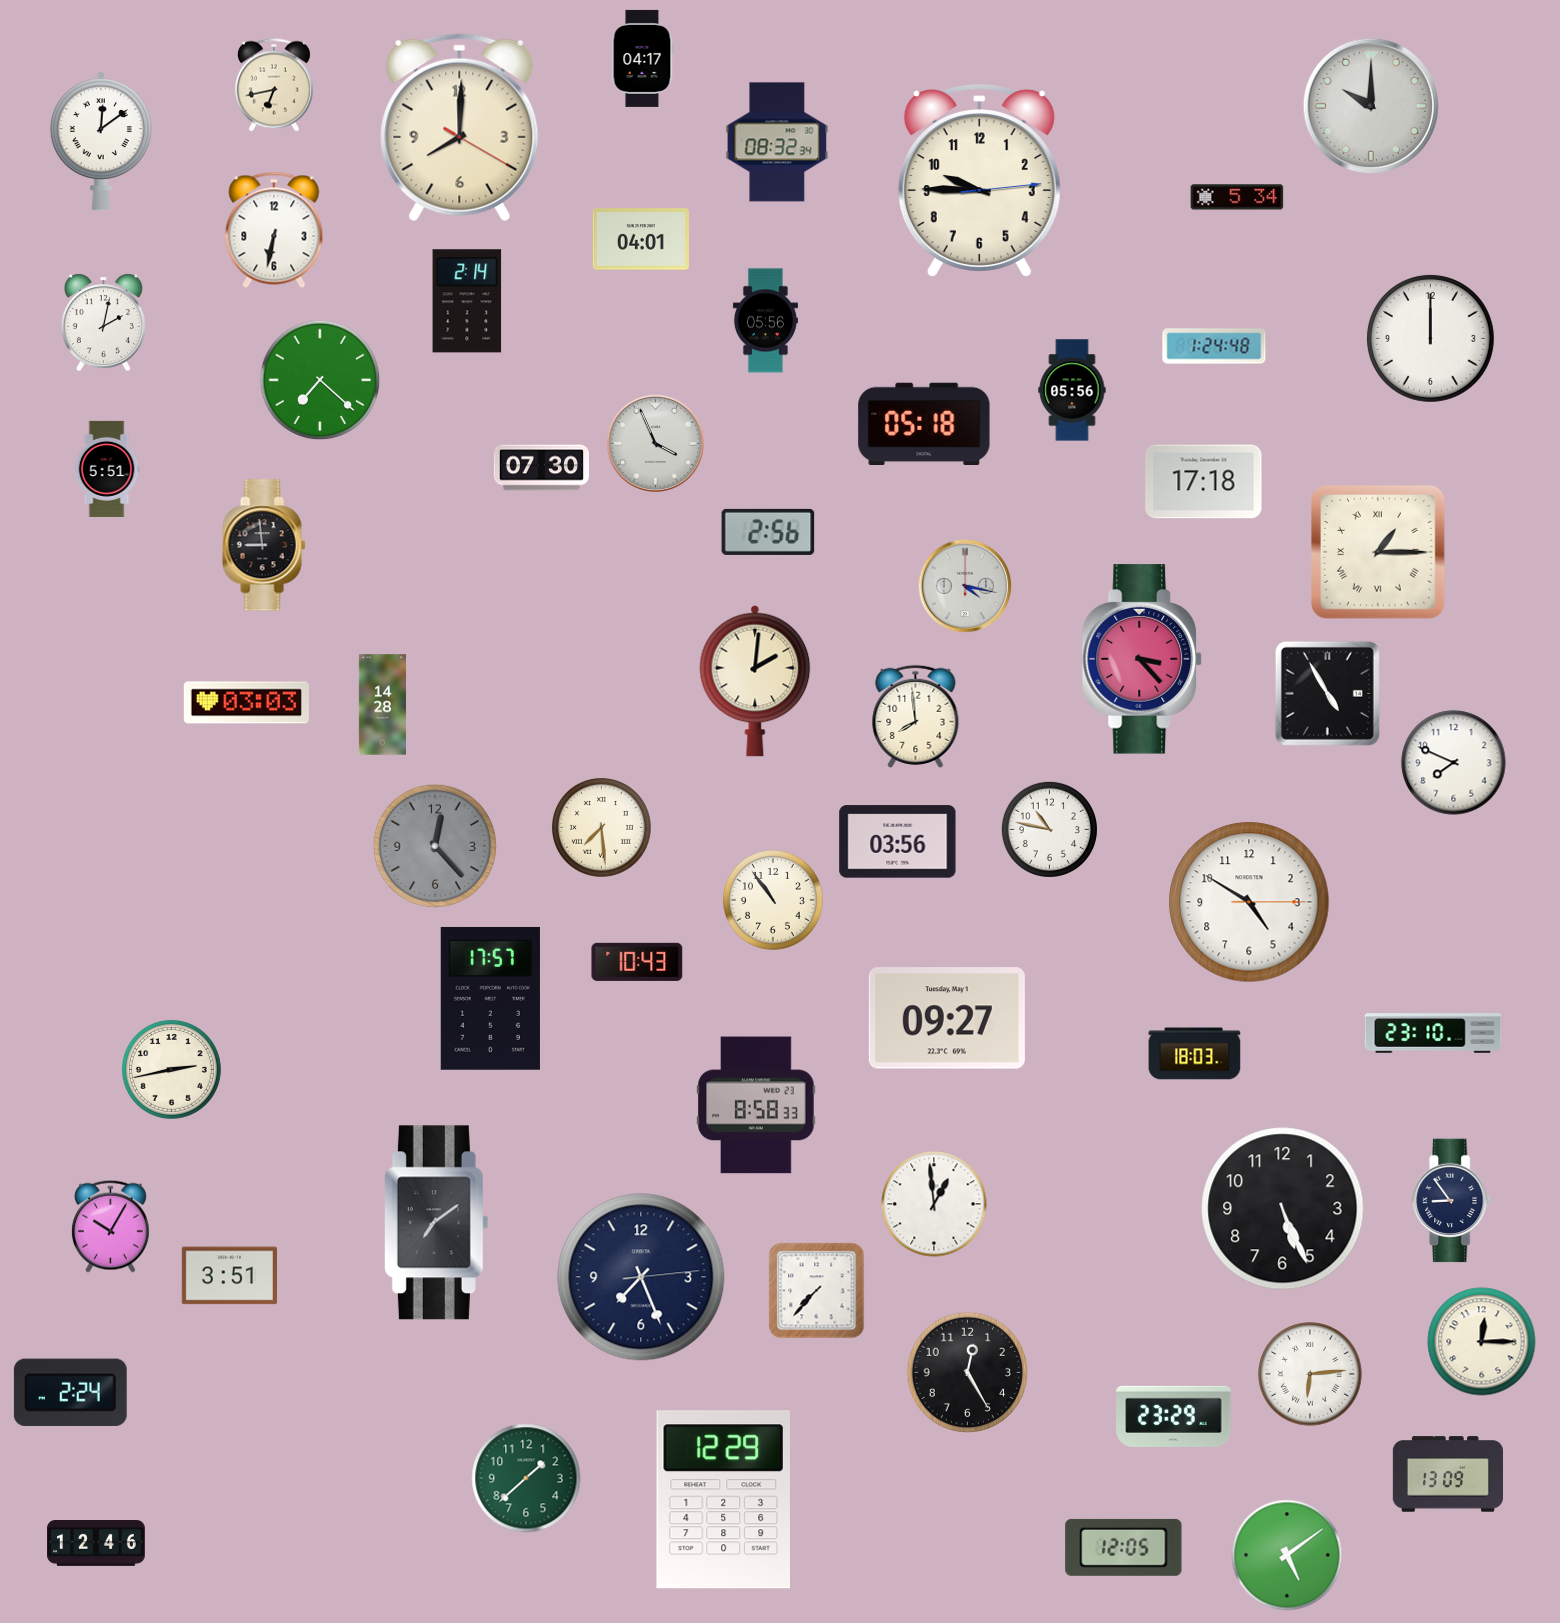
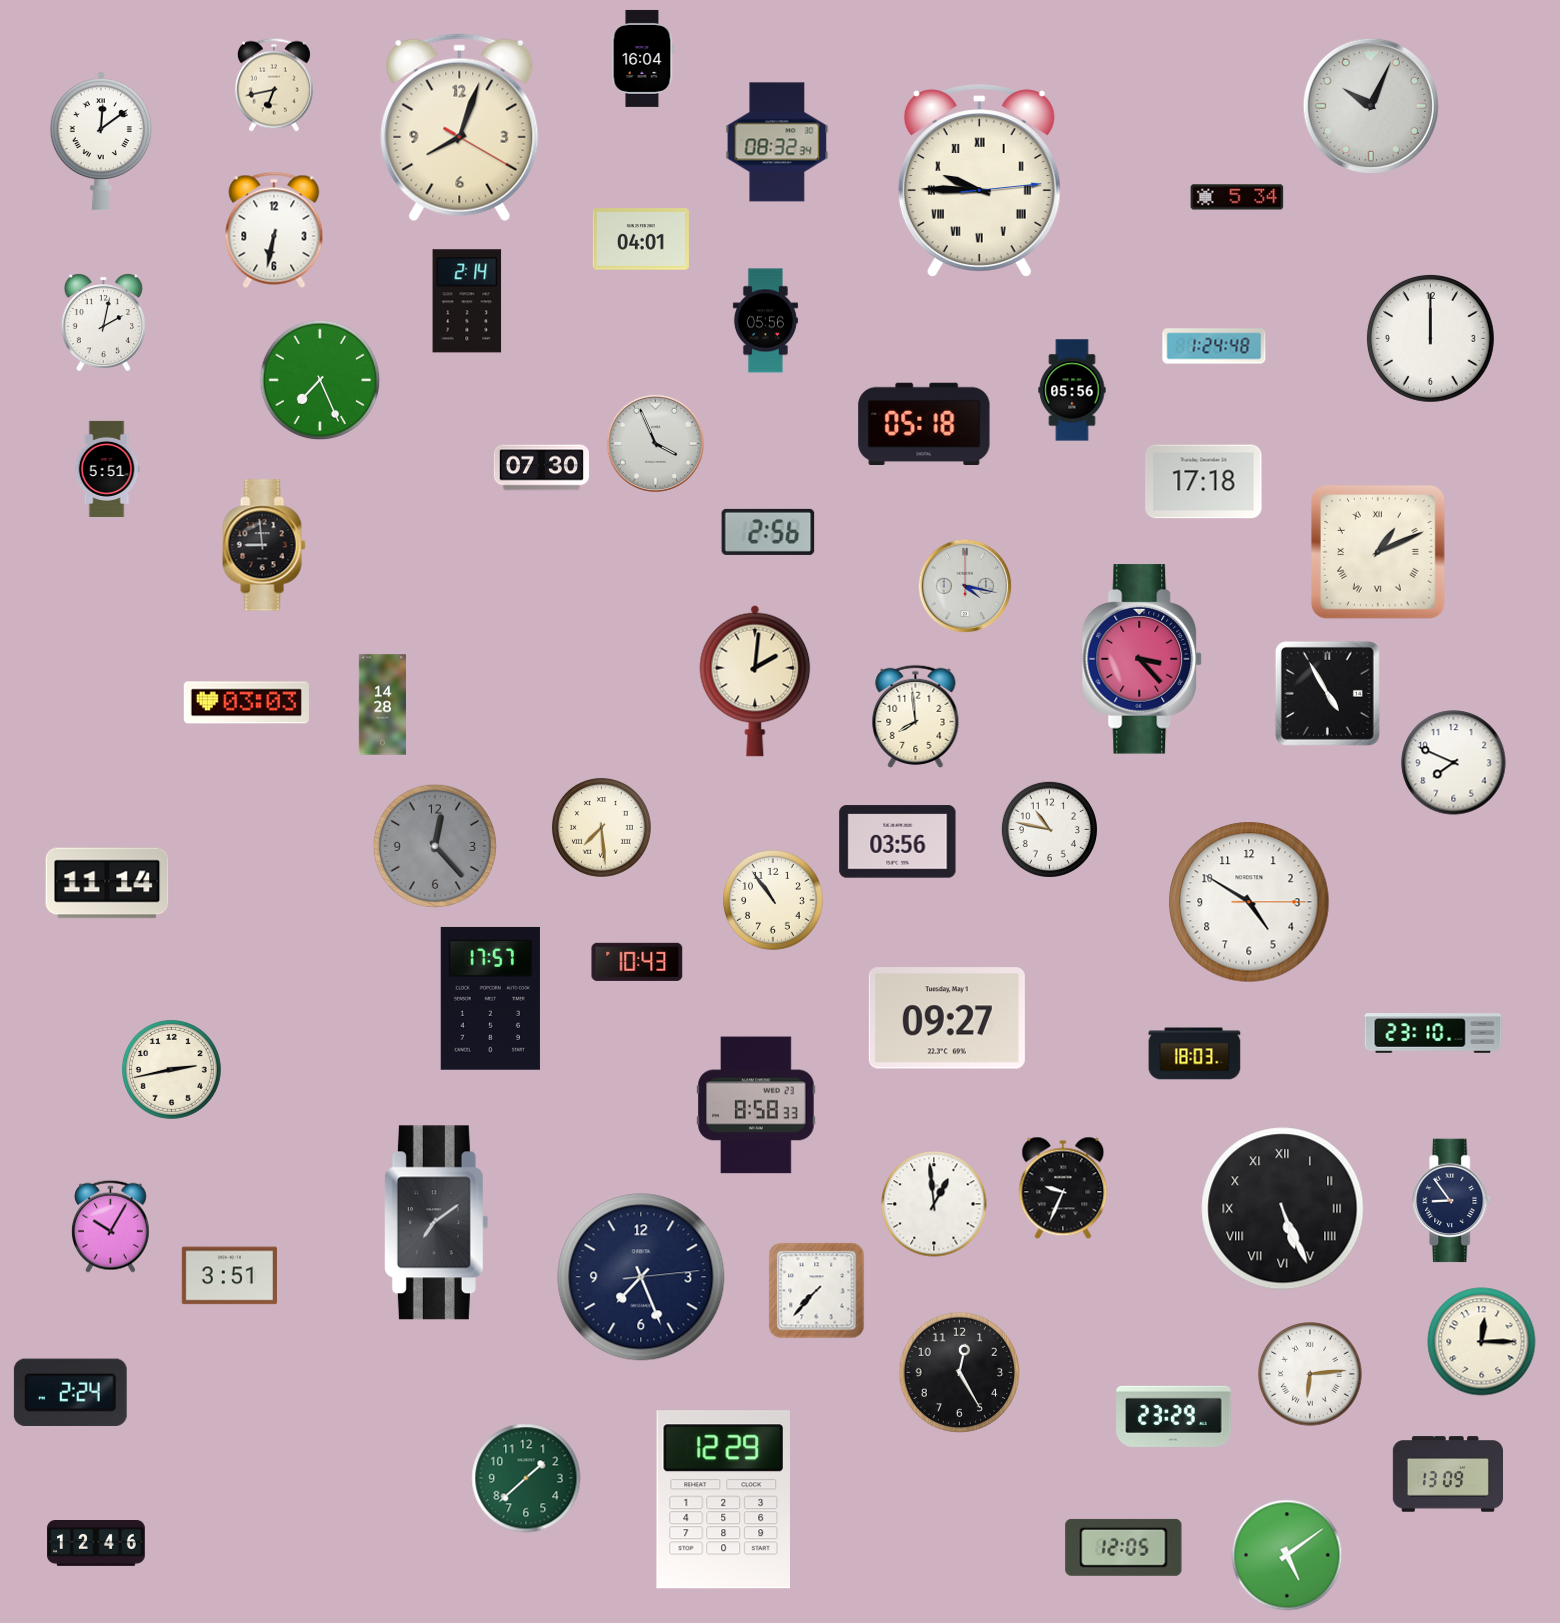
clock at (642, 58): 04:17 -> 16:04
clock at (1370, 105): 10:00 -> 10:04
clock at (460, 128): 8:00 -> 8:03
clock at (979, 181) numerals: Arabic -> Roman
clock at (320, 380): 7:22 -> 7:26
clock at (1378, 552): 1:15 -> 1:11
clock at (107, 883): none -> 11:14
clock at (1063, 1188): none -> 9:34
clock at (1283, 1209) numerals: Arabic -> Roman
clock at (968, 1373) position: (968, 1373) -> (960, 1373)
